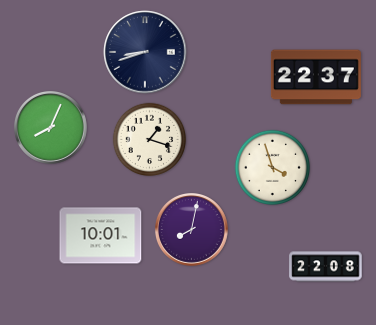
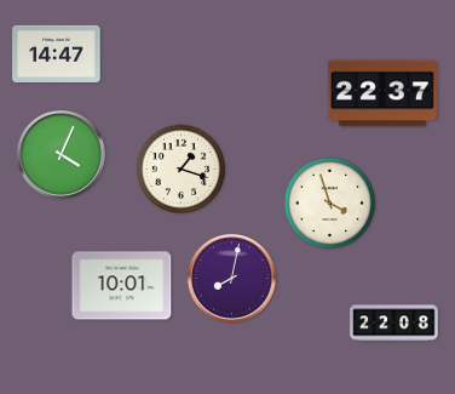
clock at (57, 53): none -> 14:47
clock at (145, 52): 8:42 -> none
clock at (51, 128): 8:04 -> 4:04
